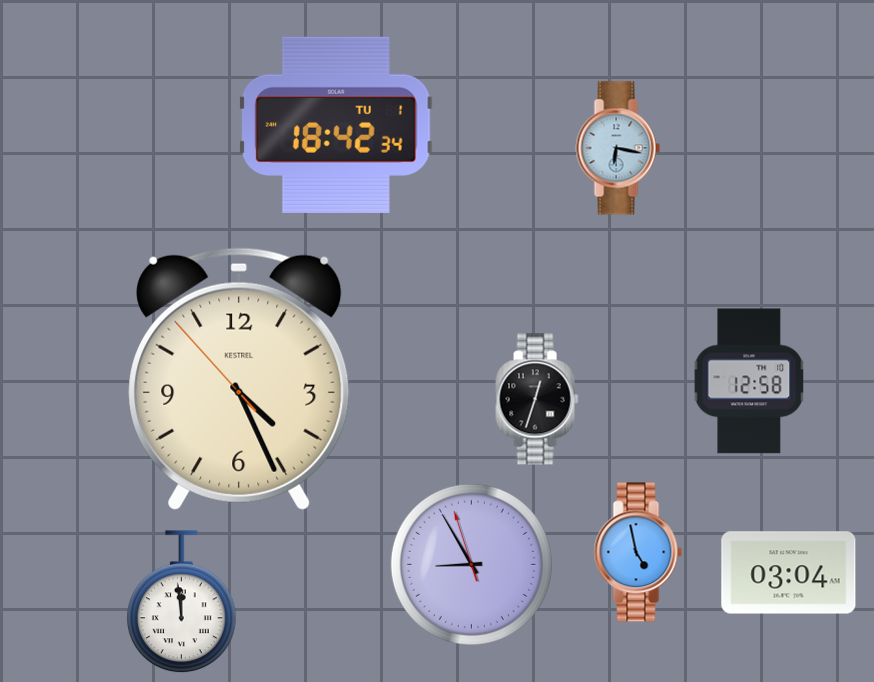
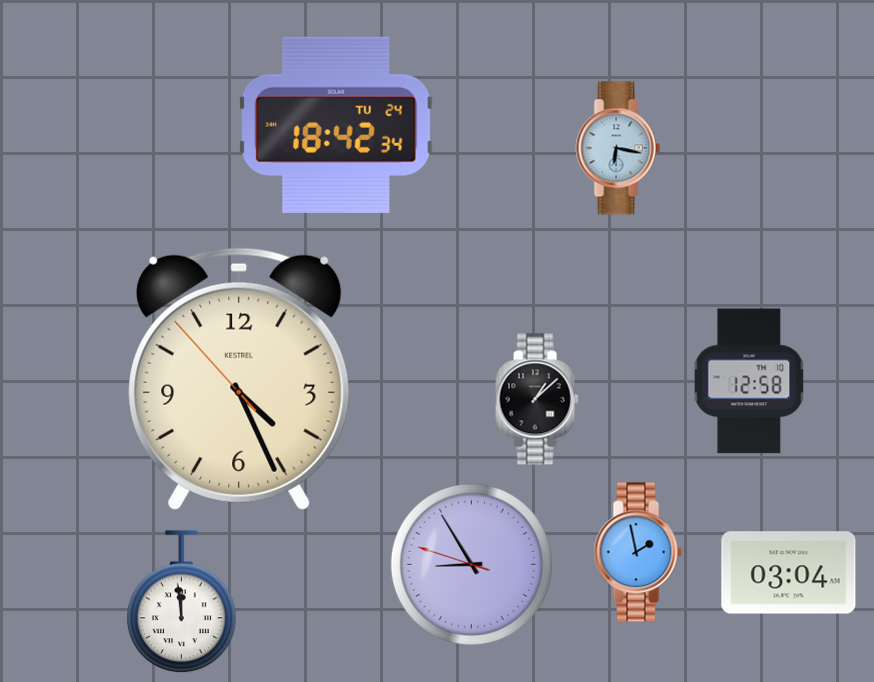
clock at (337, 125) date: TU 1 -> TU 24
clock at (537, 399): 12:33 -> 1:08
clock at (638, 552): 4:58 -> 1:58
clock at (471, 564): 8:54:57 -> 8:54:48
